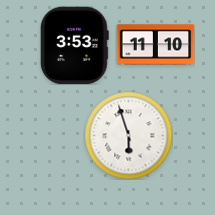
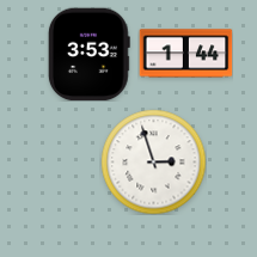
clock at (155, 45): 11:10 -> 1:44
clock at (128, 135): 5:57 -> 2:57
